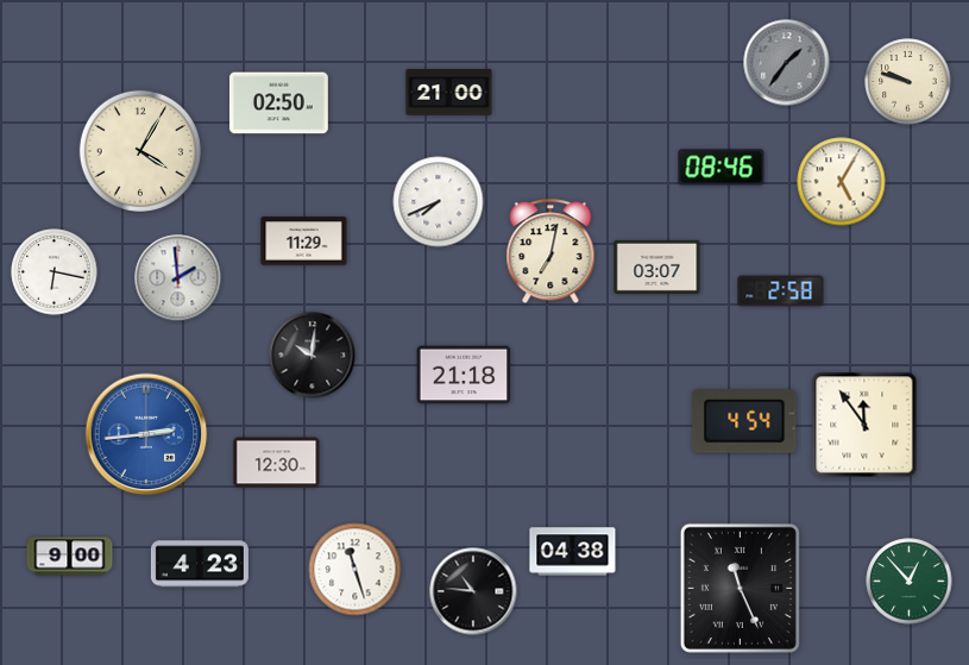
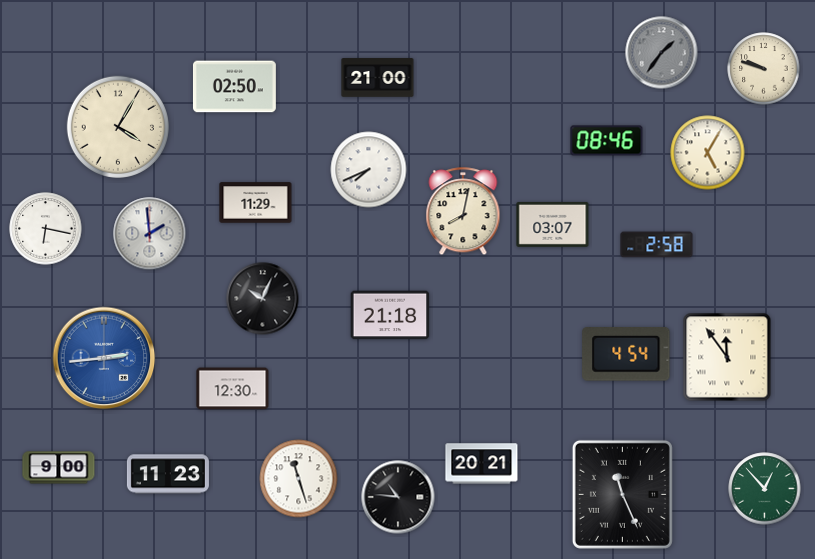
clock at (550, 252): 7:02 -> 8:02
clock at (313, 356): 10:01 -> 10:04
clock at (146, 434) position: (146, 434) -> (104, 358)
clock at (573, 552): 04:38 -> 20:21
clock at (200, 564): 4:23 -> 11:23
